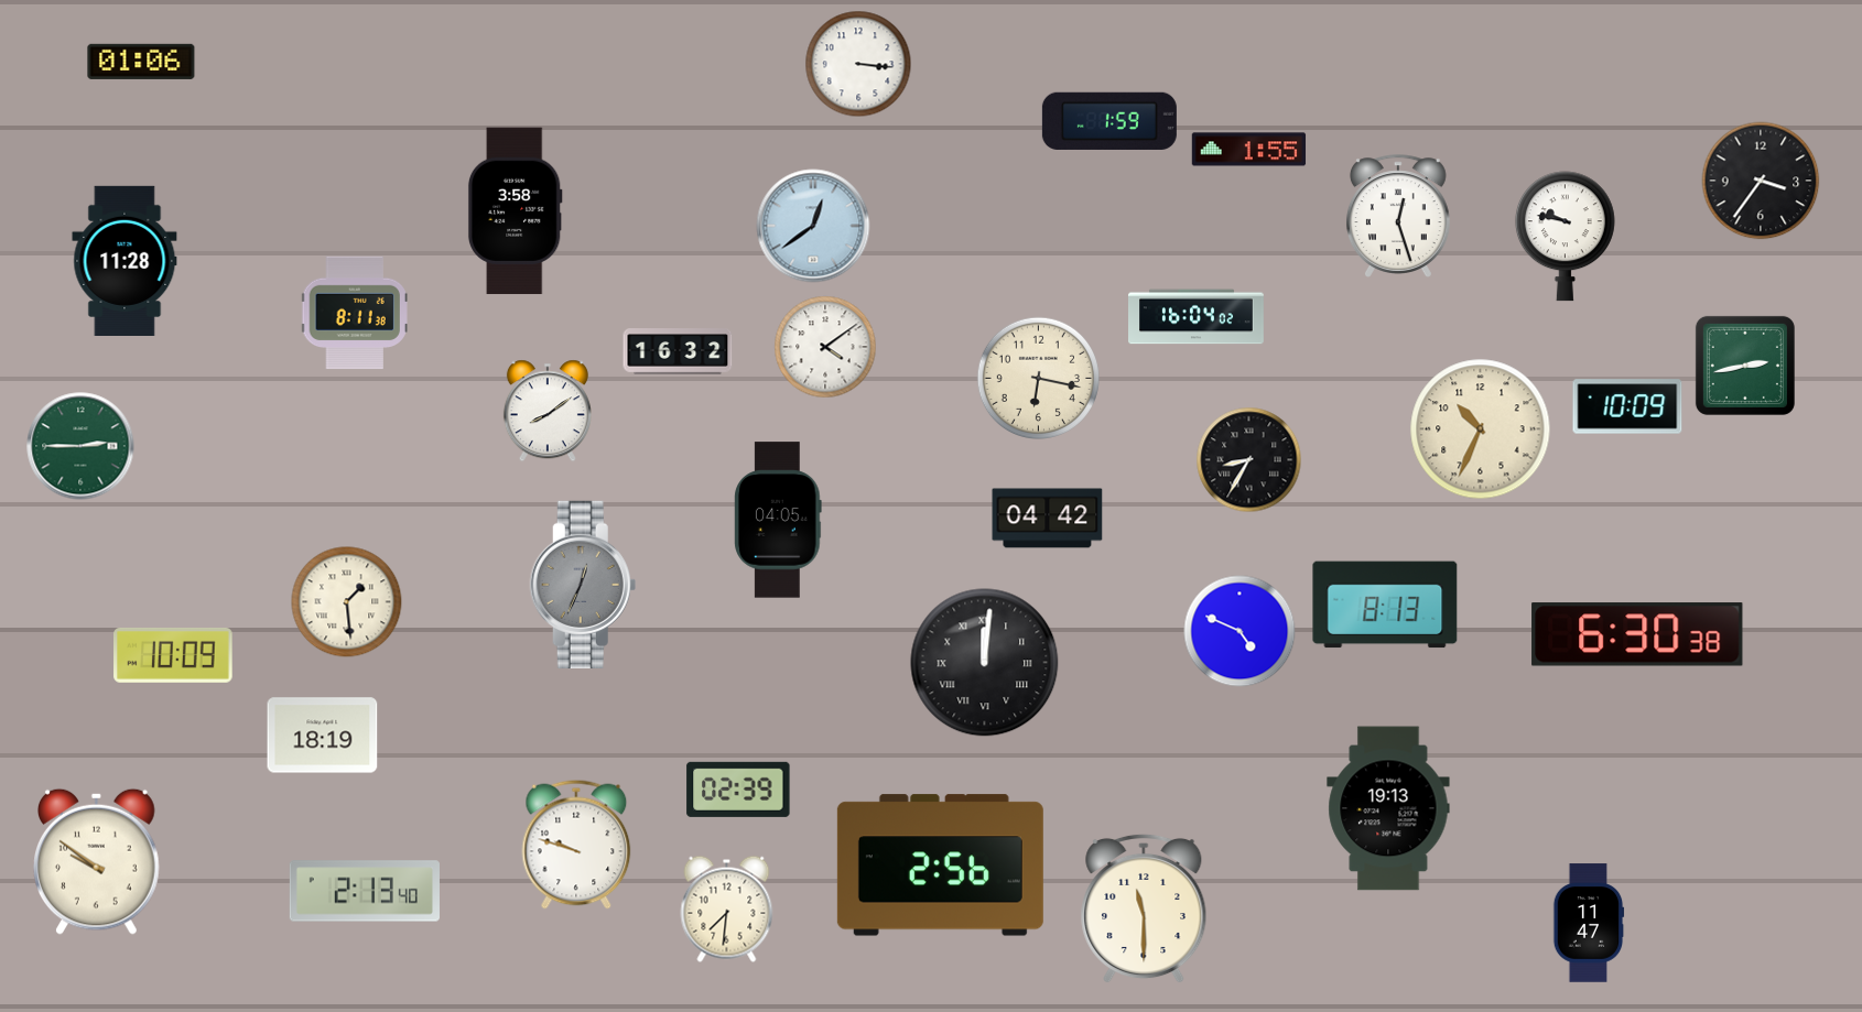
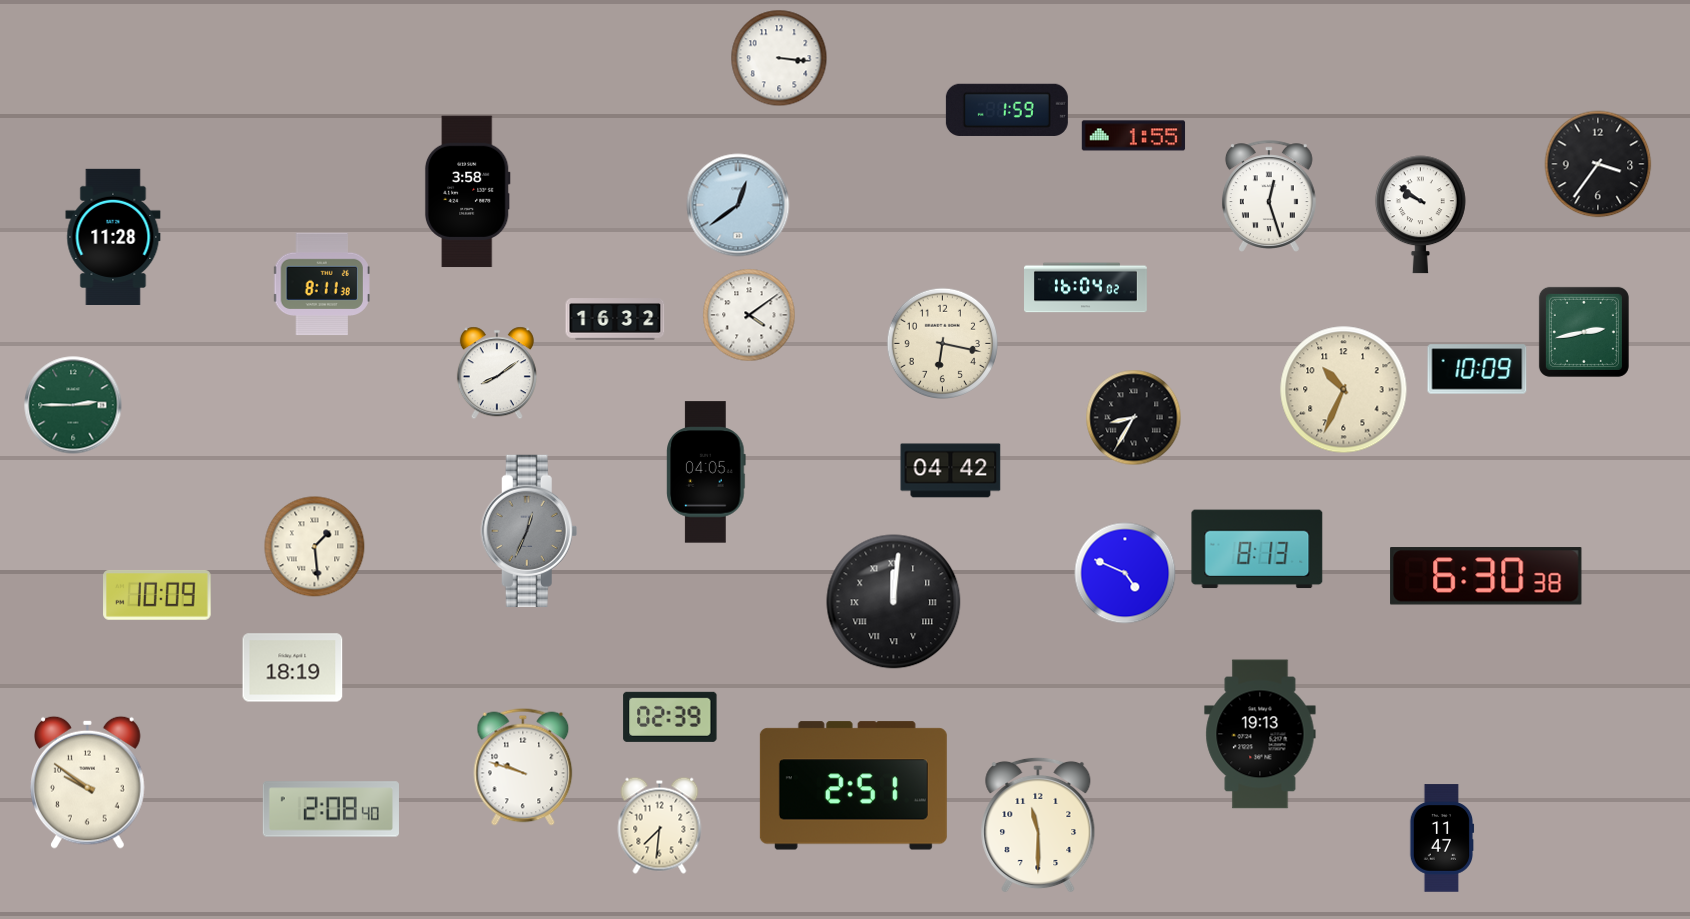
clock at (141, 62): 01:06 -> none
clock at (1565, 237): 9:47 -> 9:51
clock at (940, 866): 2:56 -> 2:51
clock at (365, 891): 2:13 -> 2:08
